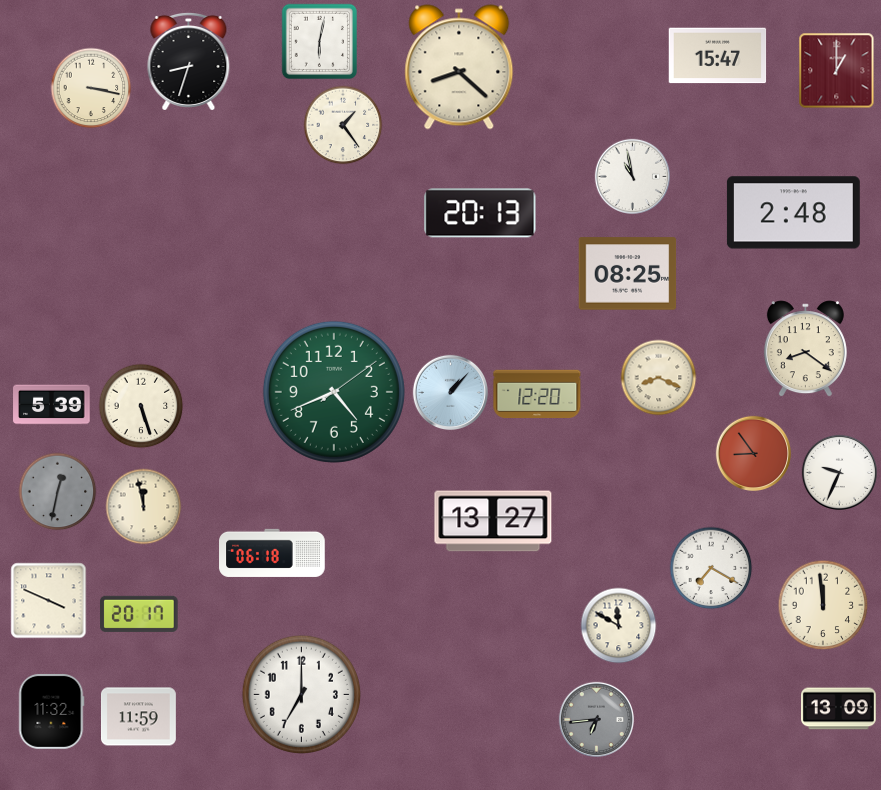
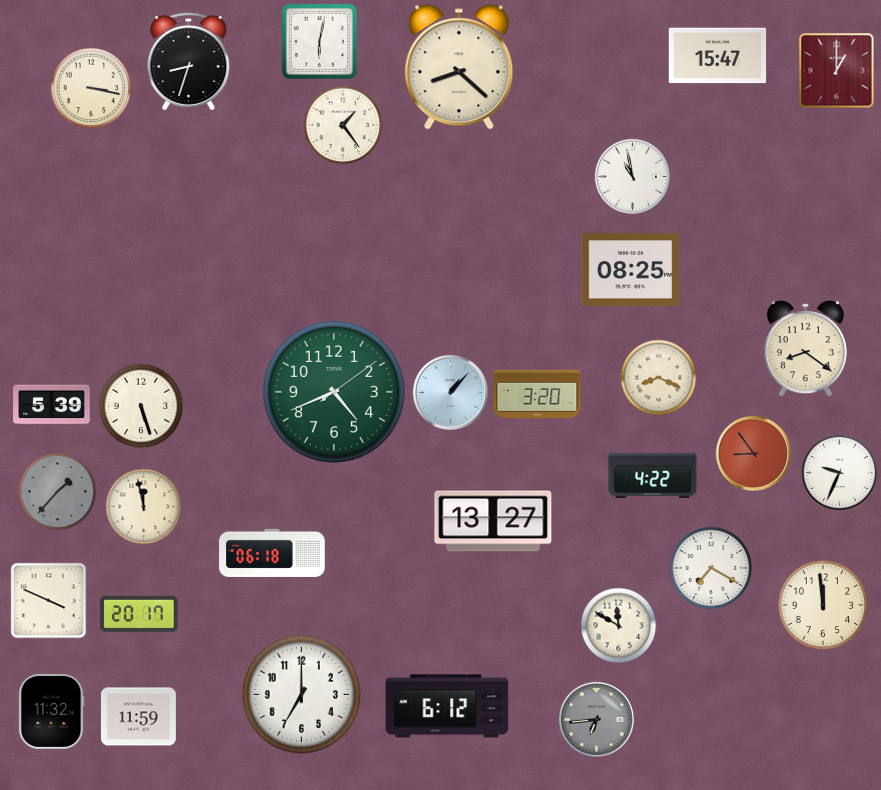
clock at (480, 213): 20:13 -> none
clock at (793, 213): 2:48 -> none
clock at (628, 274) position: (628, 274) -> (631, 270)
clock at (537, 393): 12:20 -> 3:20
clock at (653, 475): none -> 4:22
clock at (58, 492): 12:32 -> 1:37
clock at (447, 706): none -> 6:12
clock at (839, 709): 13:09 -> none
